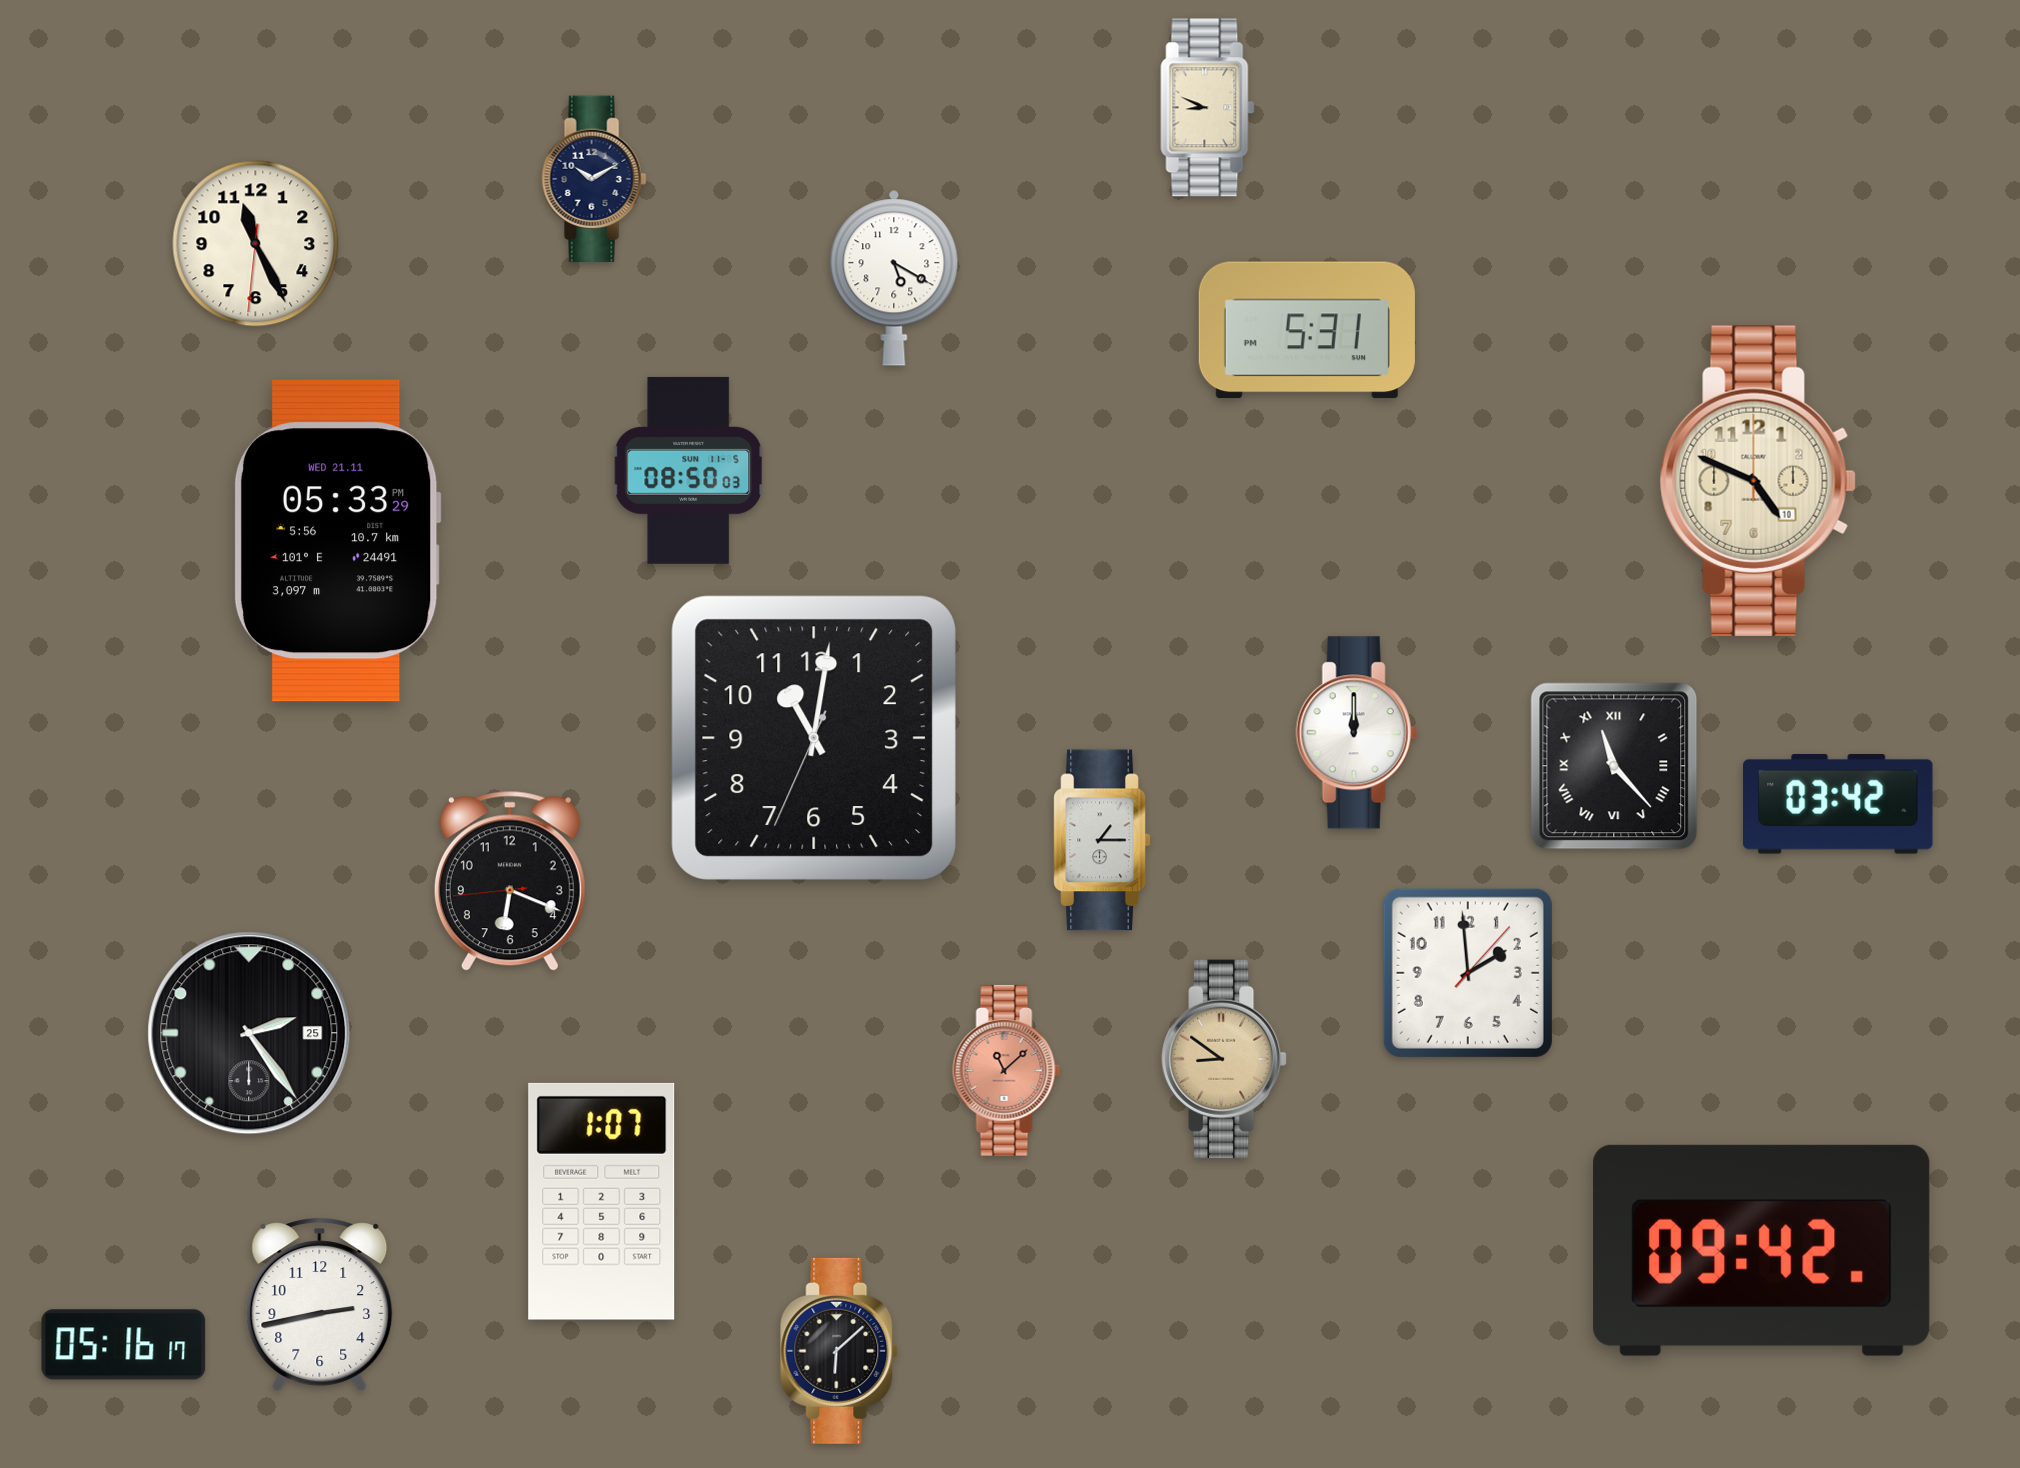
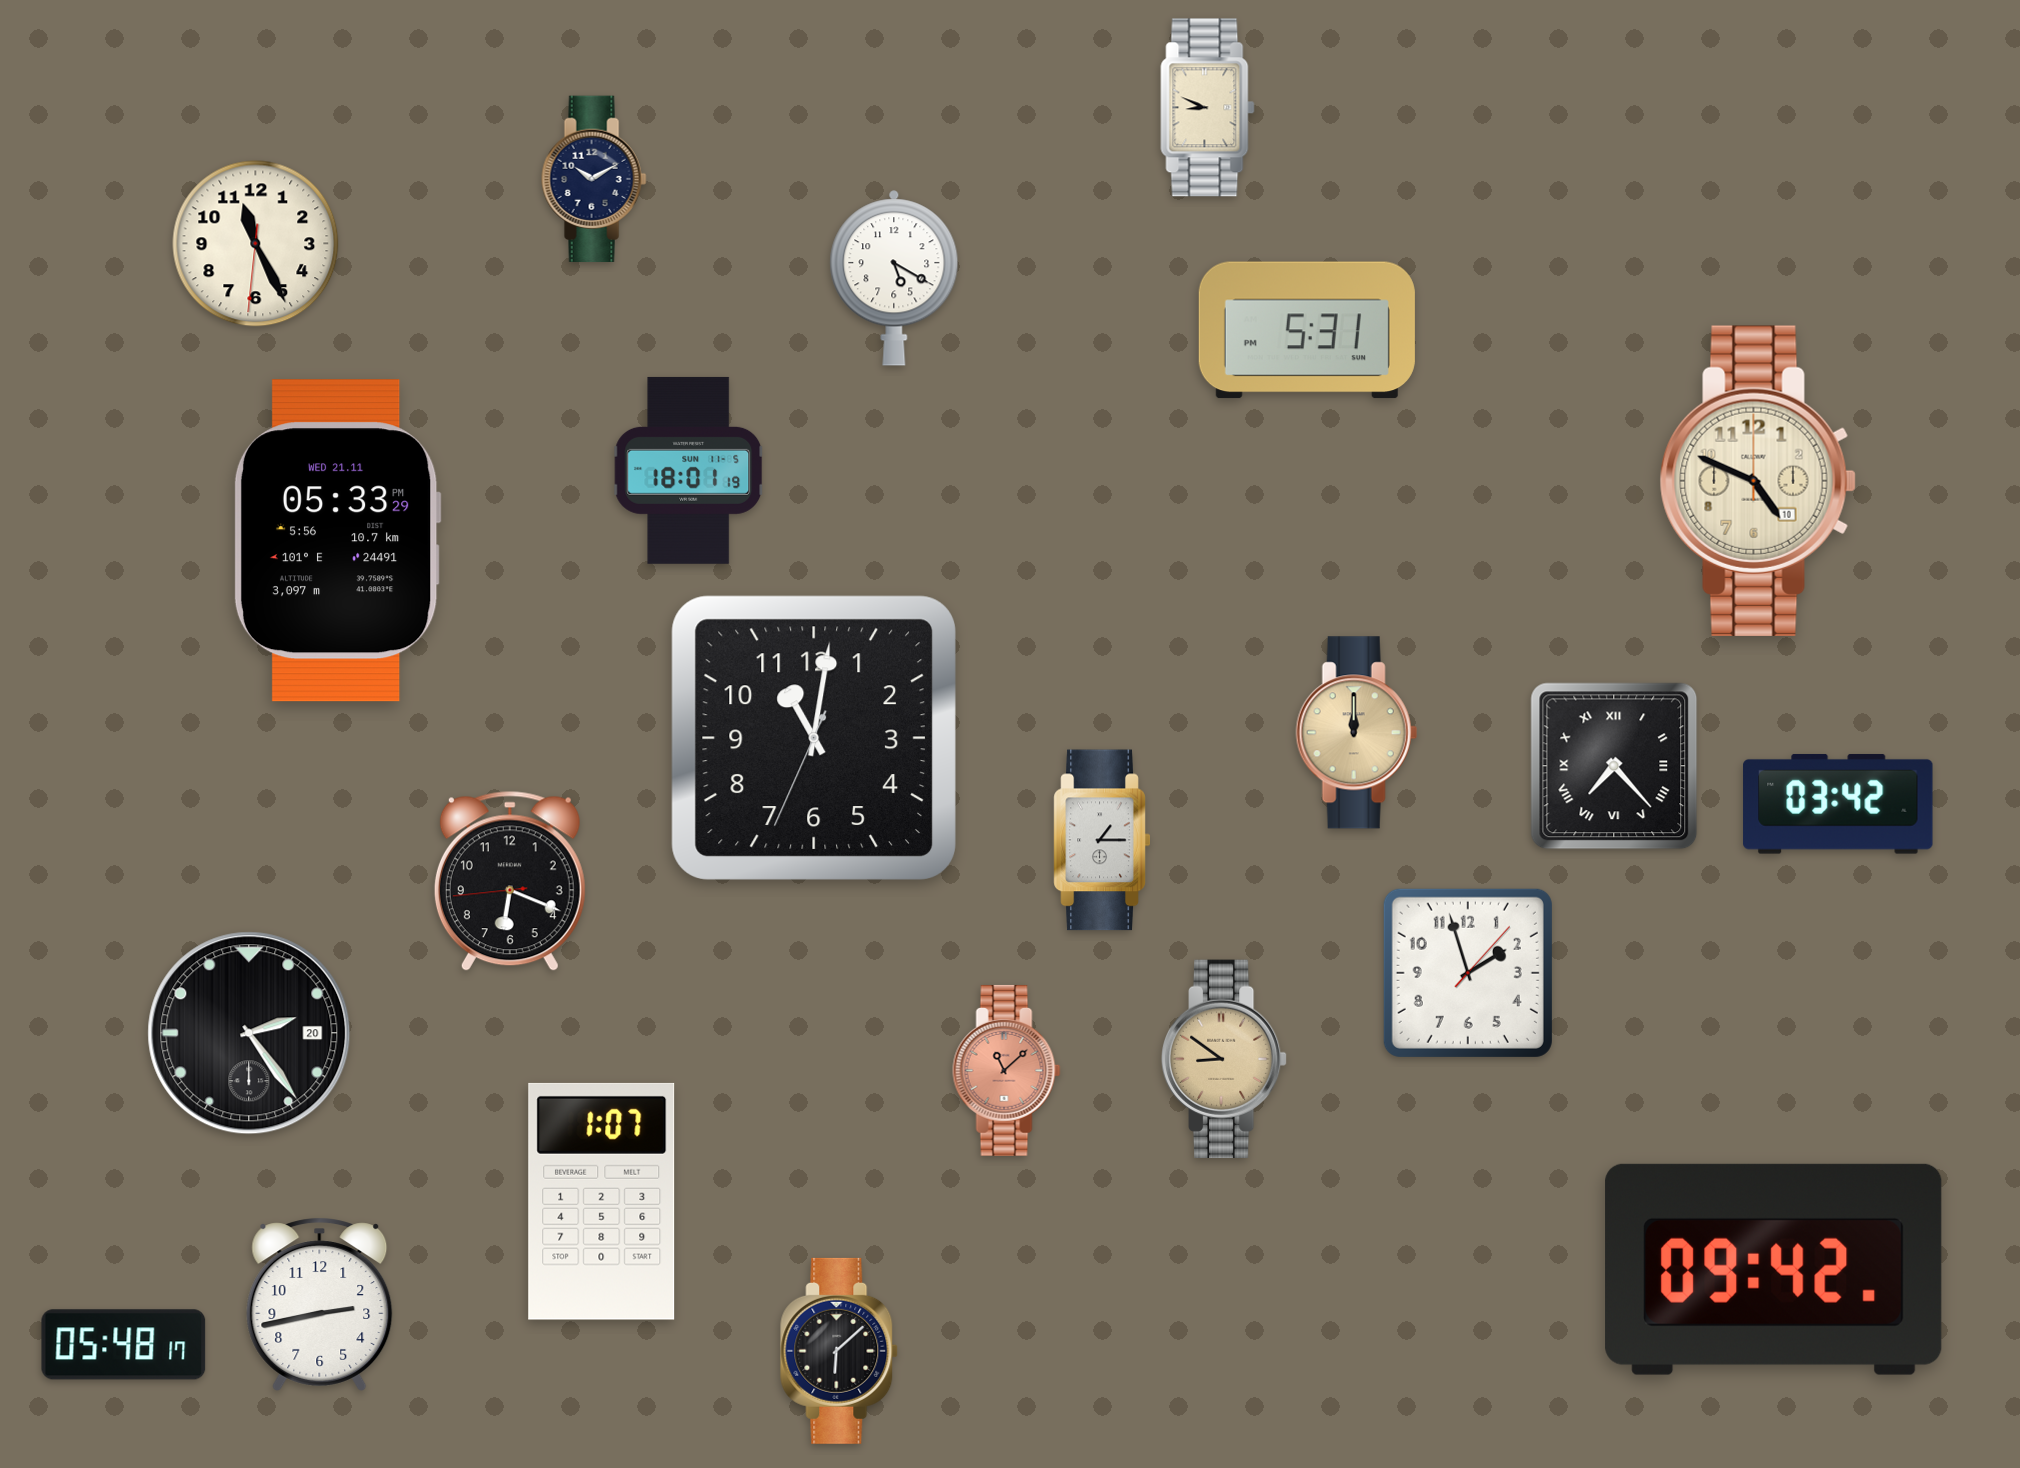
clock at (689, 470): 08:50 -> 18:01
clock at (1356, 733) dial: white -> champagne
clock at (1614, 766): 11:23 -> 7:23
clock at (1468, 973): 1:59 -> 1:57
clock at (249, 1033) date: 25 -> 20
clock at (1762, 1250) position: (1762, 1250) -> (1774, 1269)
clock at (124, 1345): 05:16 -> 05:48
